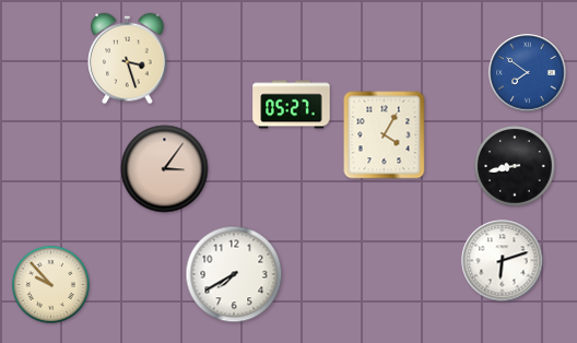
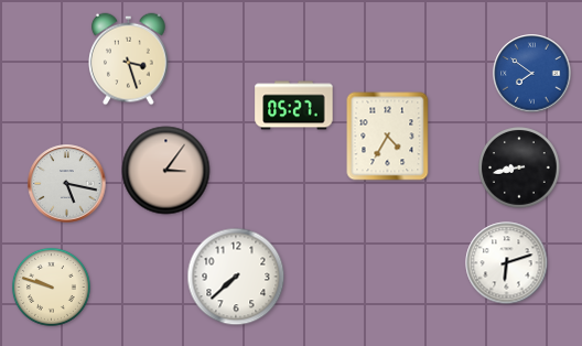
clock at (385, 135): 4:05 -> 4:35
clock at (67, 184): none -> 5:17
clock at (234, 274): 7:40 -> 7:38
clock at (50, 284): 9:53 -> 9:48
